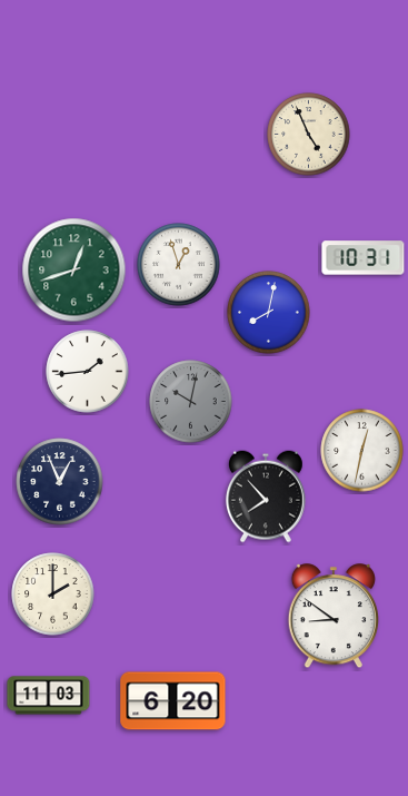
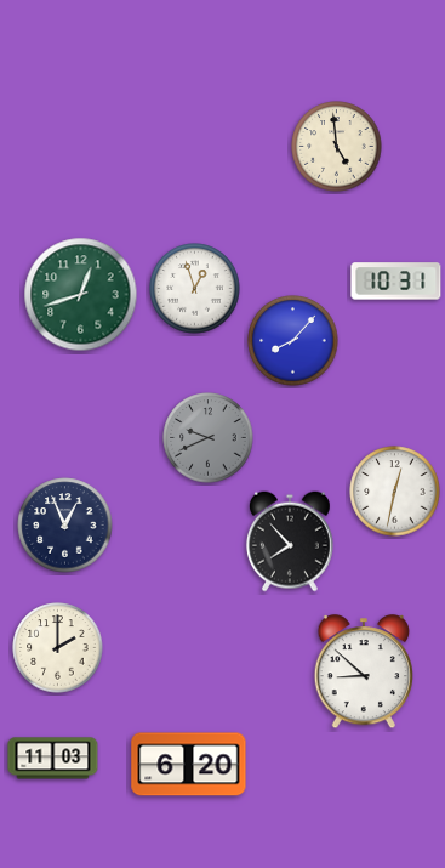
clock at (309, 135): 4:56 -> 4:59
clock at (269, 313): 8:02 -> 8:07
clock at (88, 372): 1:44 -> none
clock at (191, 402): 10:02 -> 9:41
clock at (332, 617): 8:51 -> 8:52
